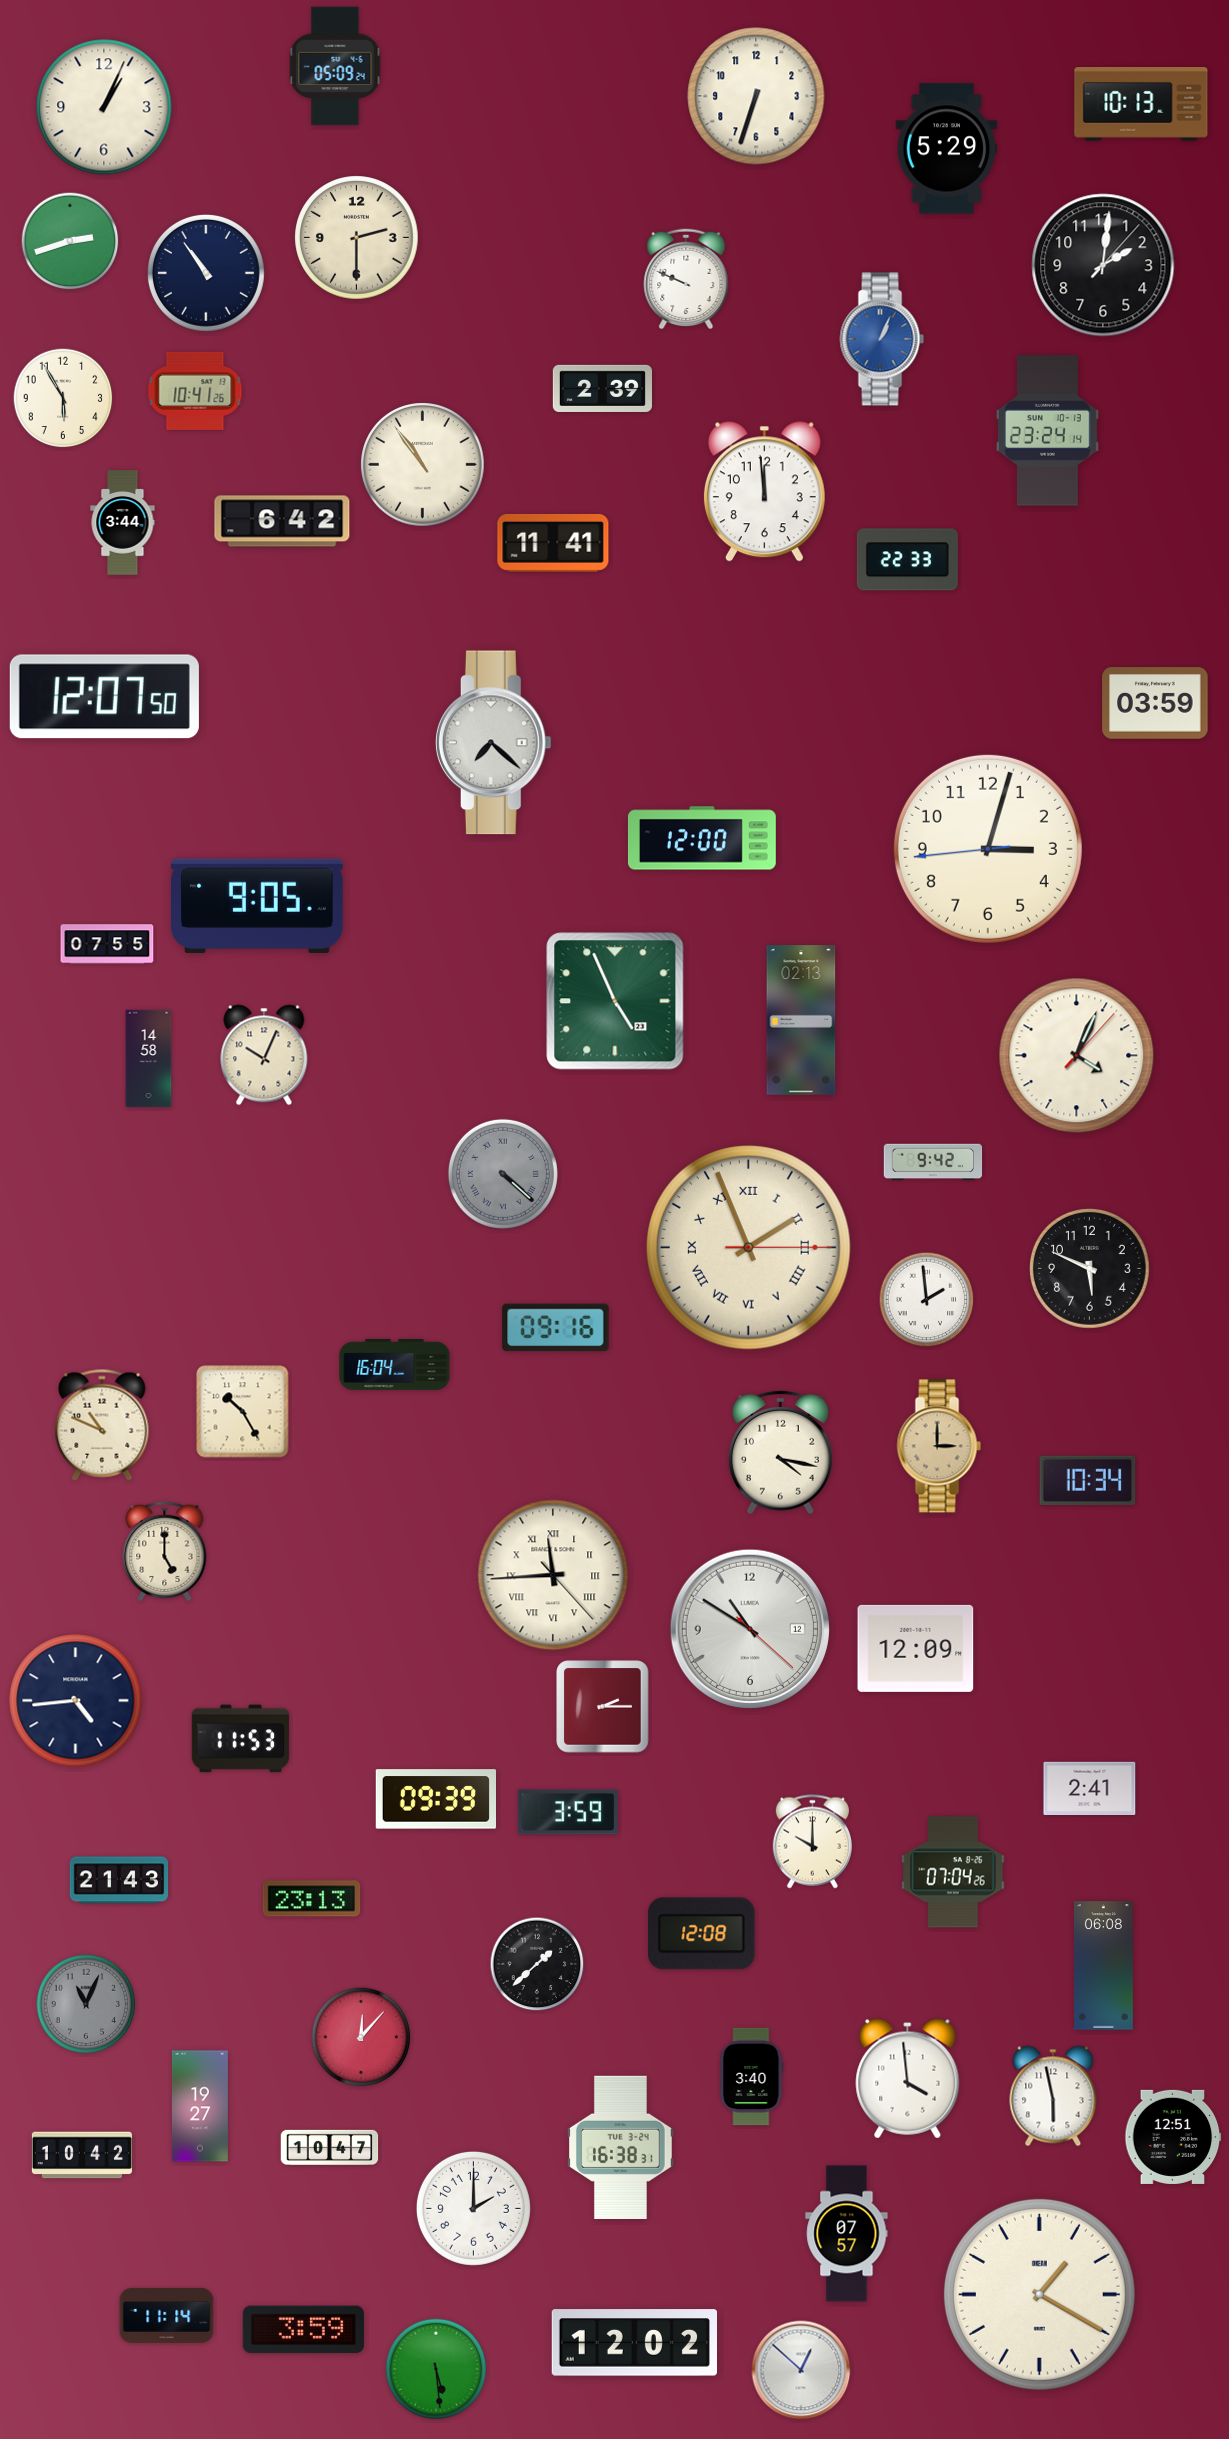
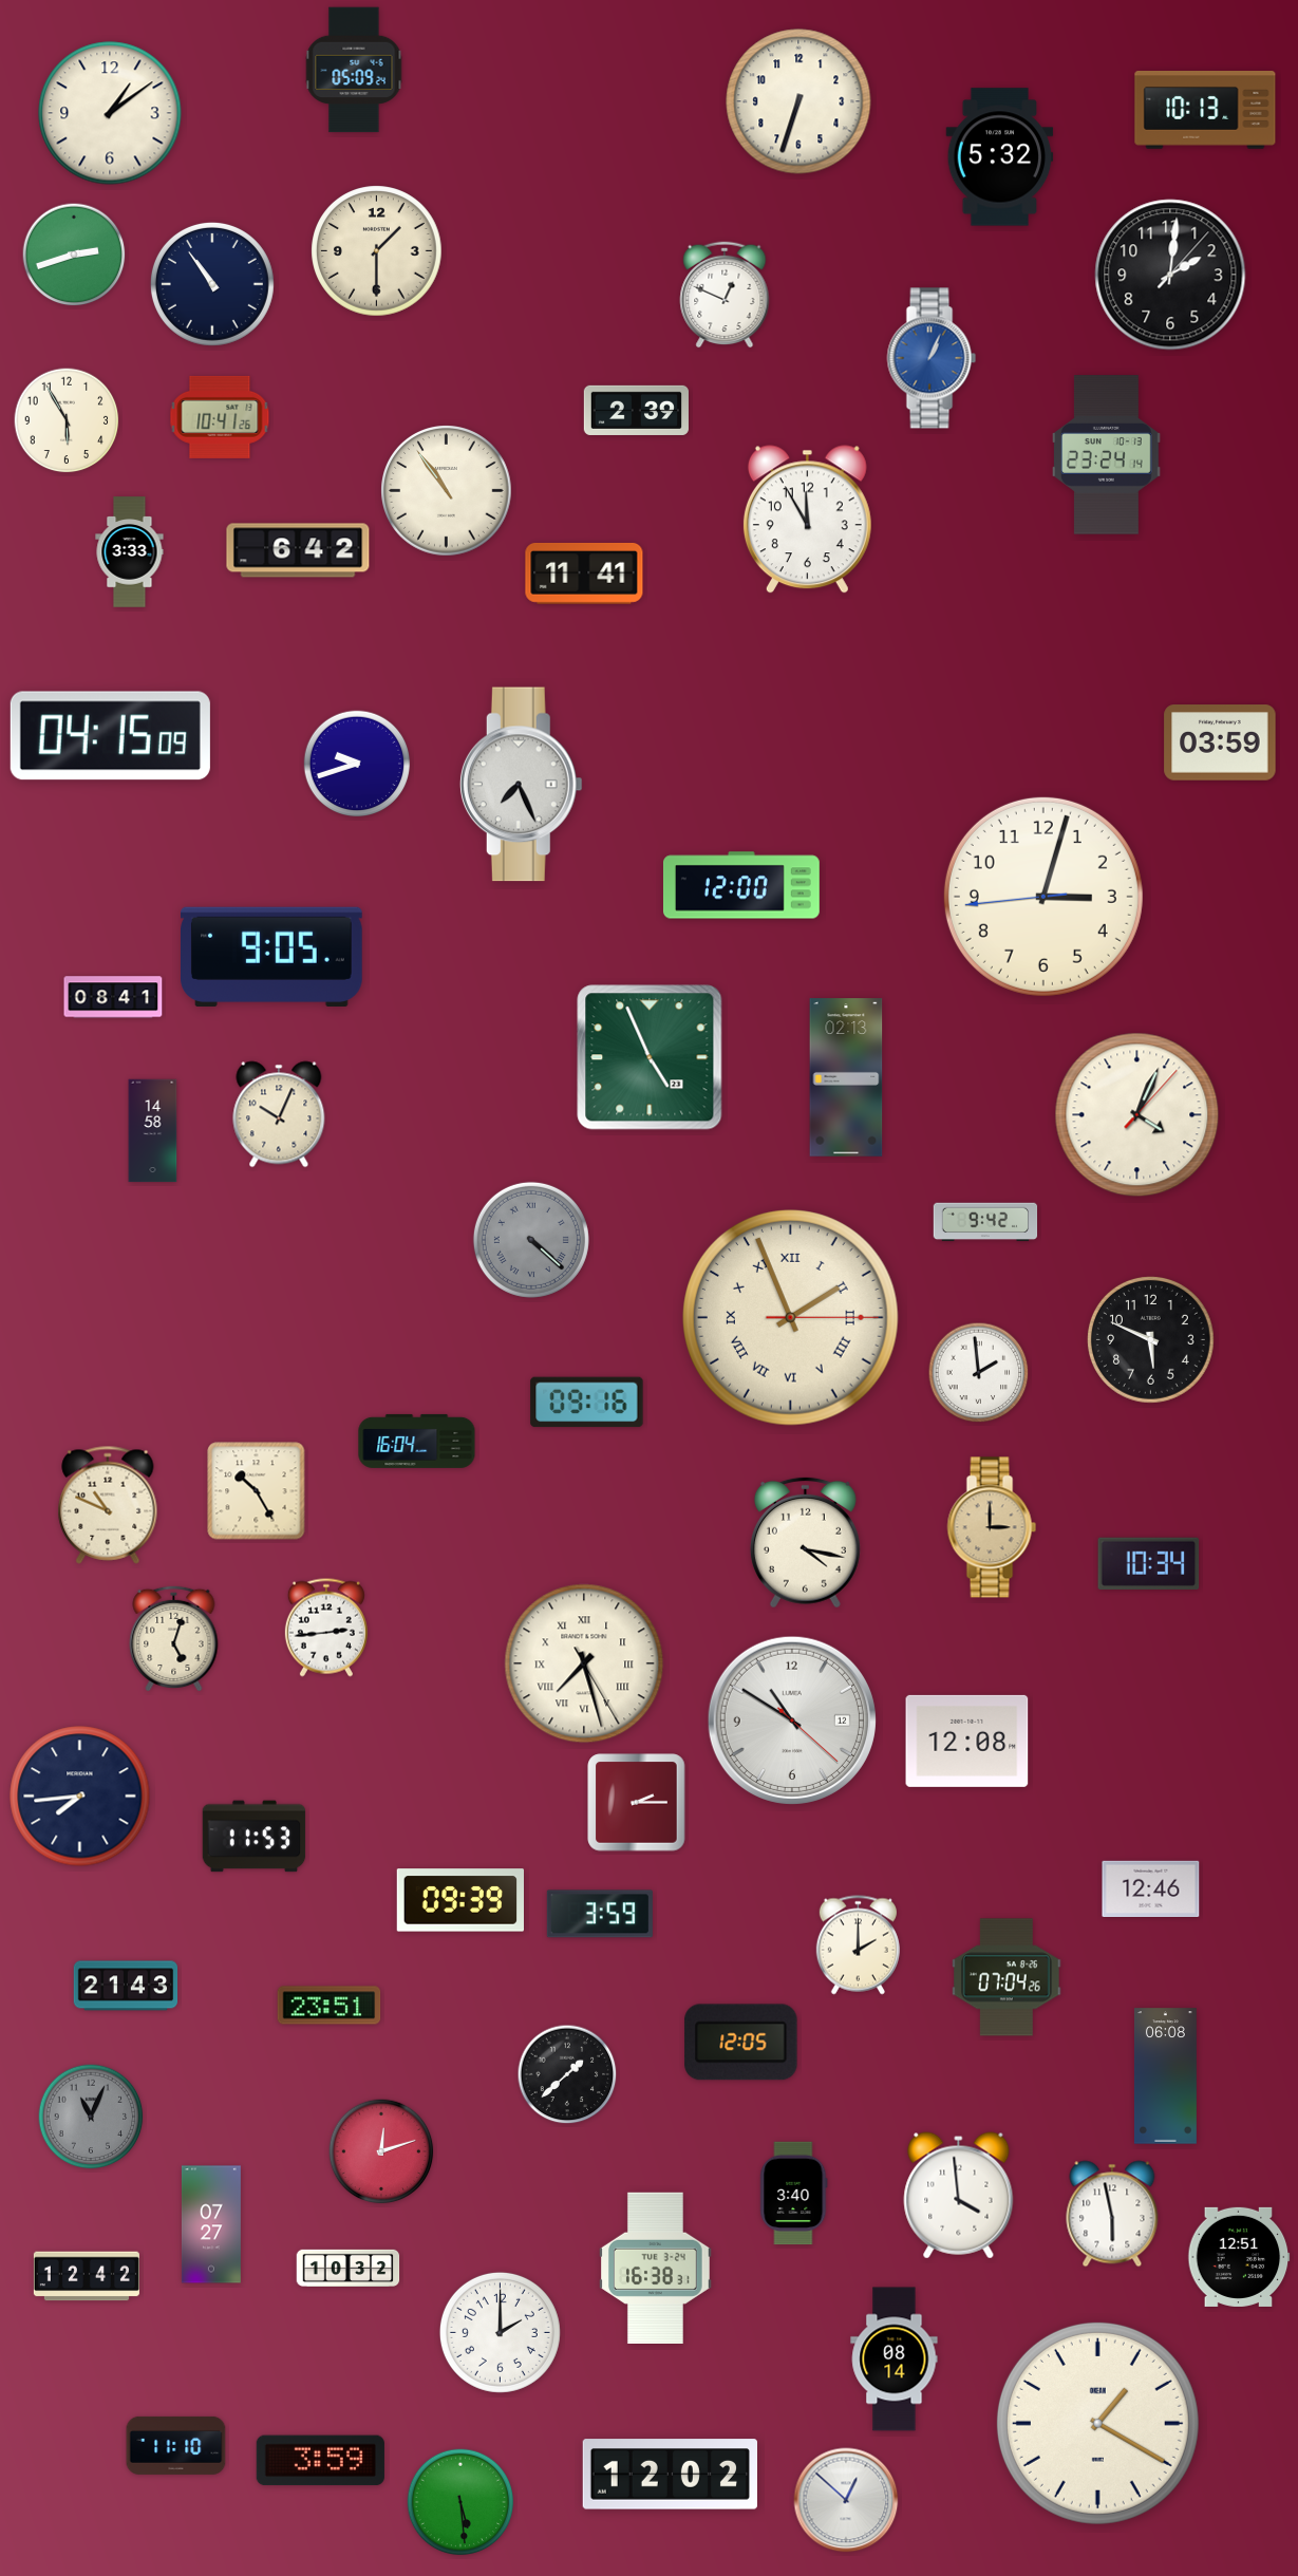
clock at (104, 107): 1:04 -> 1:09
clock at (947, 149): 5:29 -> 5:32
clock at (357, 238): 2:30 -> 1:30
clock at (1103, 265) position: (1103, 265) -> (1170, 275)
clock at (206, 273) position: (206, 273) -> (212, 284)
clock at (686, 279): 9:49 -> 12:49
clock at (195, 391) position: (195, 391) -> (220, 417)
clock at (764, 492): 11:59 -> 11:55
clock at (123, 523): 3:44 -> 3:33
clock at (907, 560): 22:33 -> none
clock at (104, 697): 12:07 -> 04:15
clock at (357, 764): none -> 9:42
clock at (493, 743): 7:22 -> 7:26
clock at (107, 944): 07:55 -> 08:41
clock at (149, 1059) position: (149, 1059) -> (153, 1131)
clock at (933, 1162) position: (933, 1162) -> (985, 1222)
clock at (780, 1452) position: (780, 1452) -> (805, 1542)
clock at (326, 1628): none -> 2:44
clock at (165, 1551): 5:00 -> 5:03
clock at (553, 1575): 11:44 -> 7:27
clock at (916, 1648): 12:09 -> 12:08
clock at (76, 1701): 4:44 -> 7:44
clock at (1090, 1788): 2:41 -> 12:46
clock at (812, 1842): 10:00 -> 2:00
clock at (312, 1899): 23:13 -> 23:51
clock at (702, 1934): 12:08 -> 12:05
clock at (361, 2037): 12:07 -> 12:12
clock at (200, 2106): 19:27 -> 07:27
clock at (330, 2147): 10:47 -> 10:32
clock at (82, 2155): 10:42 -> 12:42
clock at (847, 2234): 07:57 -> 08:14
clock at (167, 2315): 11:14 -> 11:10
clock at (801, 2370) position: (801, 2370) -> (846, 2500)
